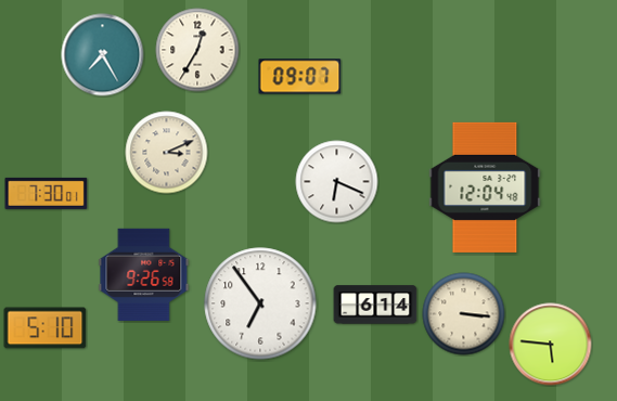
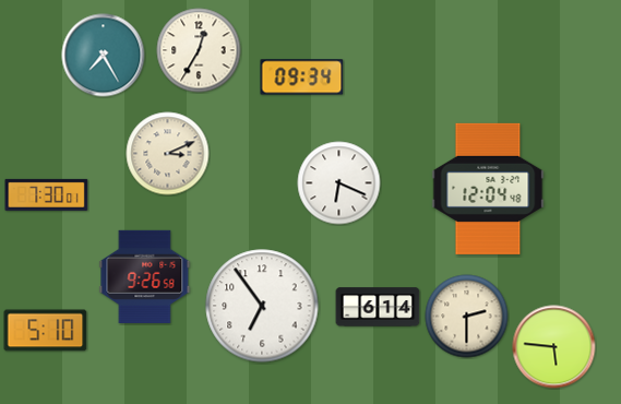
clock at (300, 77): 09:07 -> 09:34
clock at (464, 314): 3:16 -> 2:30
